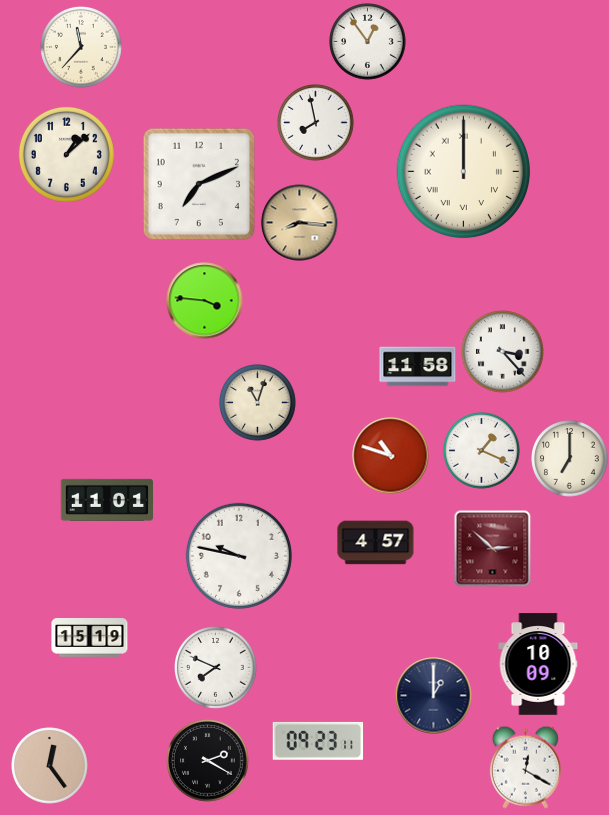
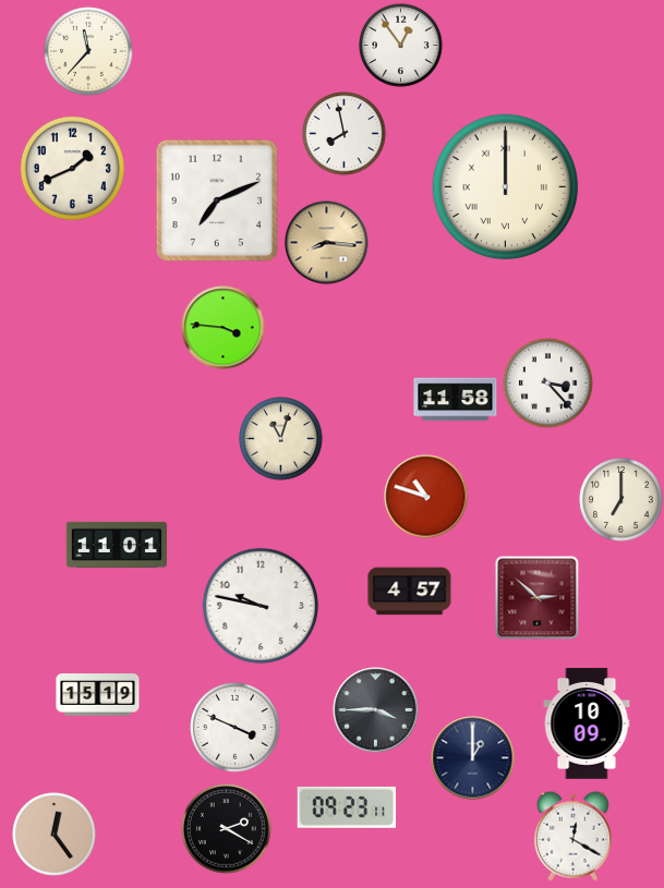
clock at (66, 154): 1:08 -> 1:41
clock at (482, 451): 1:19 -> none
clock at (376, 710): none -> 3:45
clock at (216, 668): 7:49 -> 3:49
